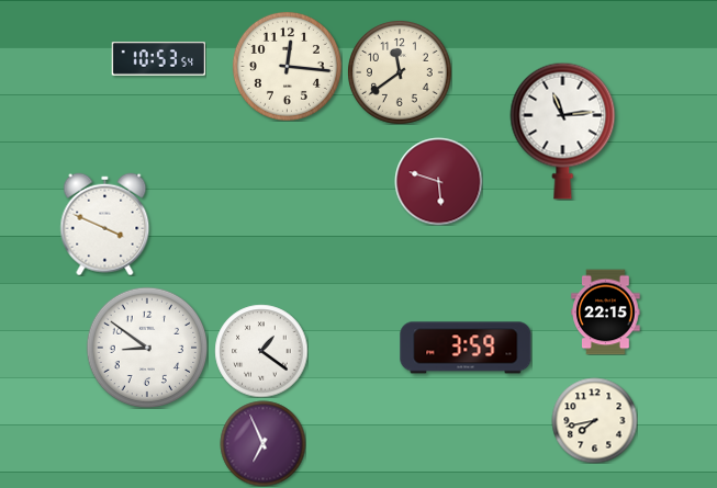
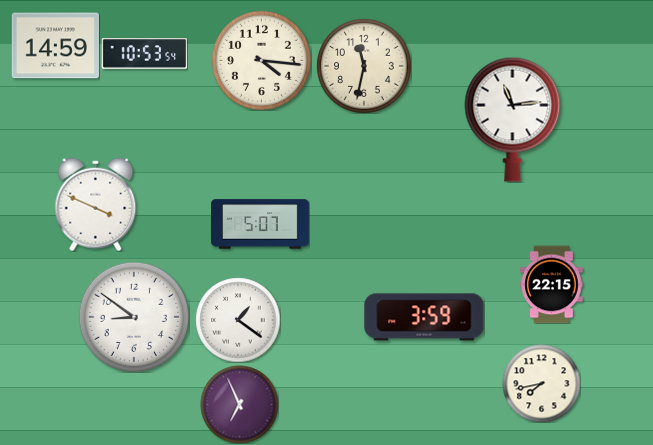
clock at (55, 46): none -> 14:59
clock at (287, 66): 12:16 -> 4:16
clock at (400, 72): 11:39 -> 11:32
clock at (438, 181): 5:48 -> none
clock at (261, 224): none -> 5:07
